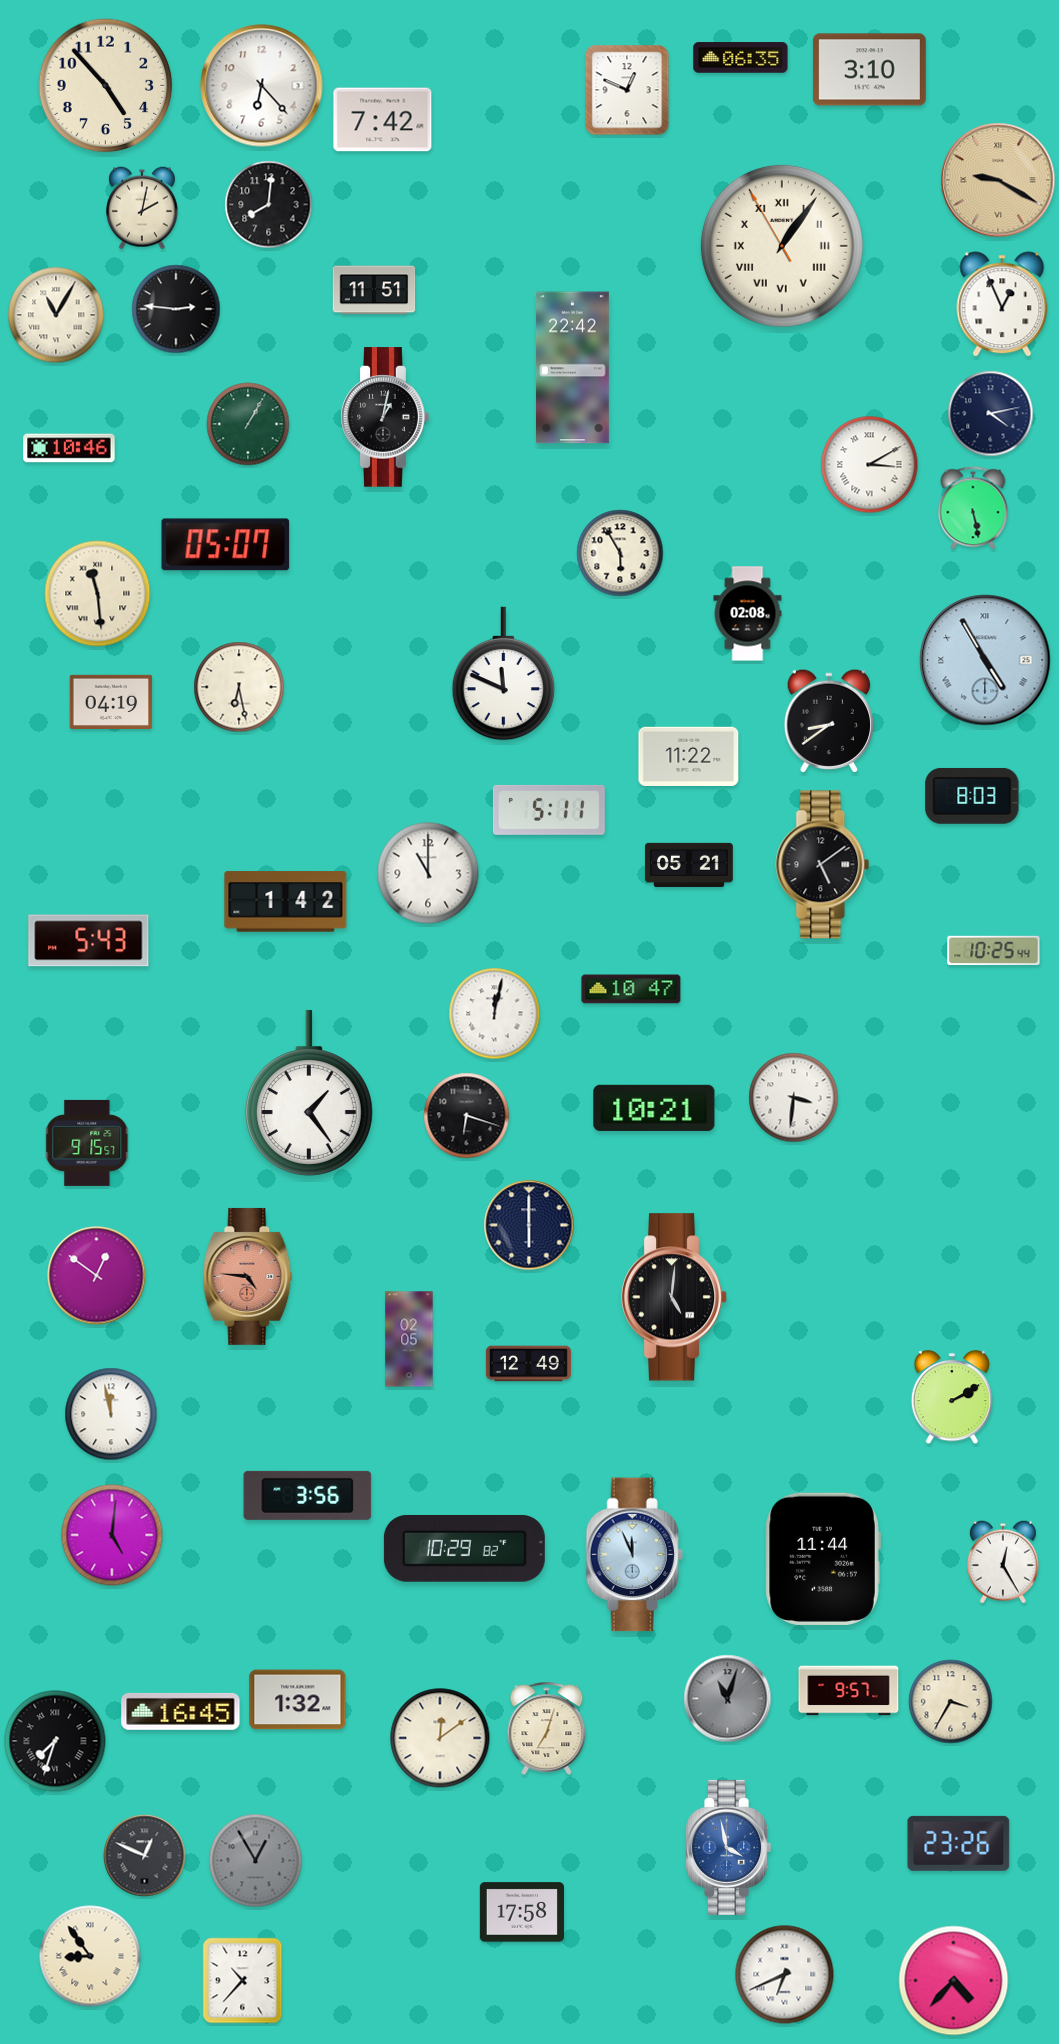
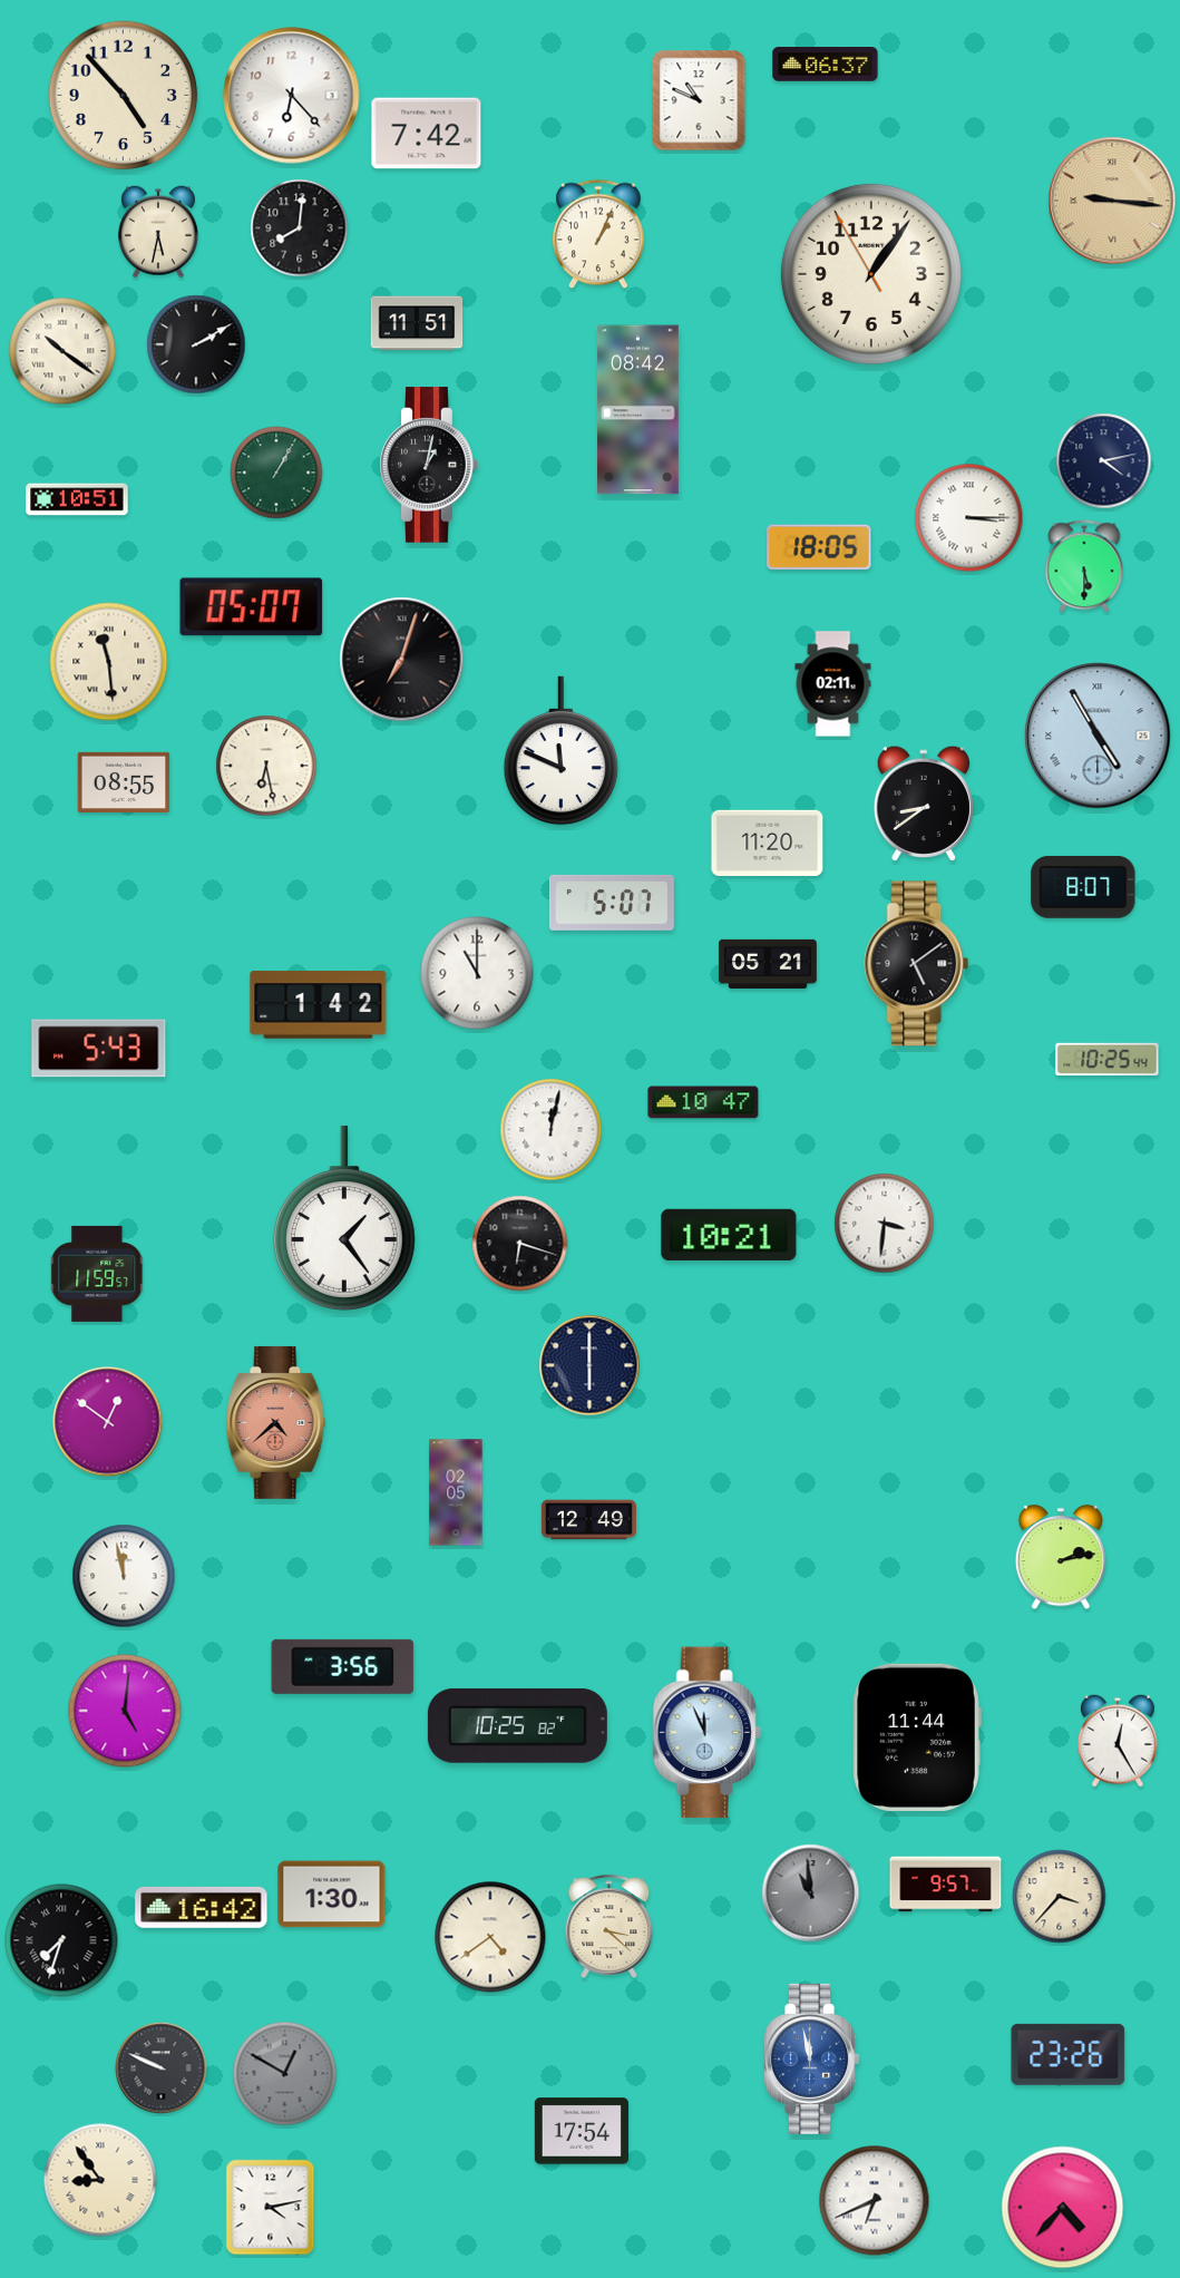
clock at (741, 58): 06:35 -> 06:37
clock at (869, 70): 3:10 -> none
clock at (106, 86) position: (106, 86) -> (124, 96)
clock at (627, 90): 12:49 -> 10:49
clock at (998, 180): 9:20 -> 9:16
clock at (142, 208): 2:02 -> 5:32
clock at (599, 234): none -> 1:04
clock at (782, 246) numerals: Roman -> Arabic
clock at (1002, 304): 12:56 -> none
clock at (176, 309): 2:46 -> 2:10
clock at (56, 315): 11:05 -> 10:21
clock at (573, 368): 22:42 -> 08:42
clock at (69, 448): 10:46 -> 10:51
clock at (870, 465): 3:10 -> 3:15
clock at (819, 547): none -> 18:05
clock at (973, 508): 5:28 -> 5:30
clock at (620, 553): 5:55 -> none
clock at (402, 660): none -> 7:03
clock at (748, 614): 02:08 -> 02:11
clock at (111, 701): 04:19 -> 08:55
clock at (689, 756): 11:22 -> 11:20
clock at (972, 796): 8:03 -> 8:07
clock at (549, 810): 5:11 -> 5:07
clock at (88, 1143): 9:15 -> 11:59
clock at (248, 1276): 4:46 -> 4:38
clock at (674, 1297): 5:01 -> none
clock at (952, 1398): 2:10 -> 2:13
clock at (464, 1548): 10:29 -> 10:25
clock at (728, 1699): 11:03 -> 10:59
clock at (298, 1700): 1:32 -> 1:30
clock at (951, 1702): 3:35 -> 3:37
clock at (181, 1711): 16:45 -> 16:42
clock at (547, 1728): 7:03 -> 3:22
clock at (440, 1738): 12:09 -> 4:39
clock at (729, 1847): 3:58 -> 11:58
clock at (145, 1856): 12:49 -> 9:49
clock at (256, 1861): 12:55 -> 12:50
clock at (522, 1912): 17:58 -> 17:54
clock at (243, 1981): 10:37 -> 4:13
